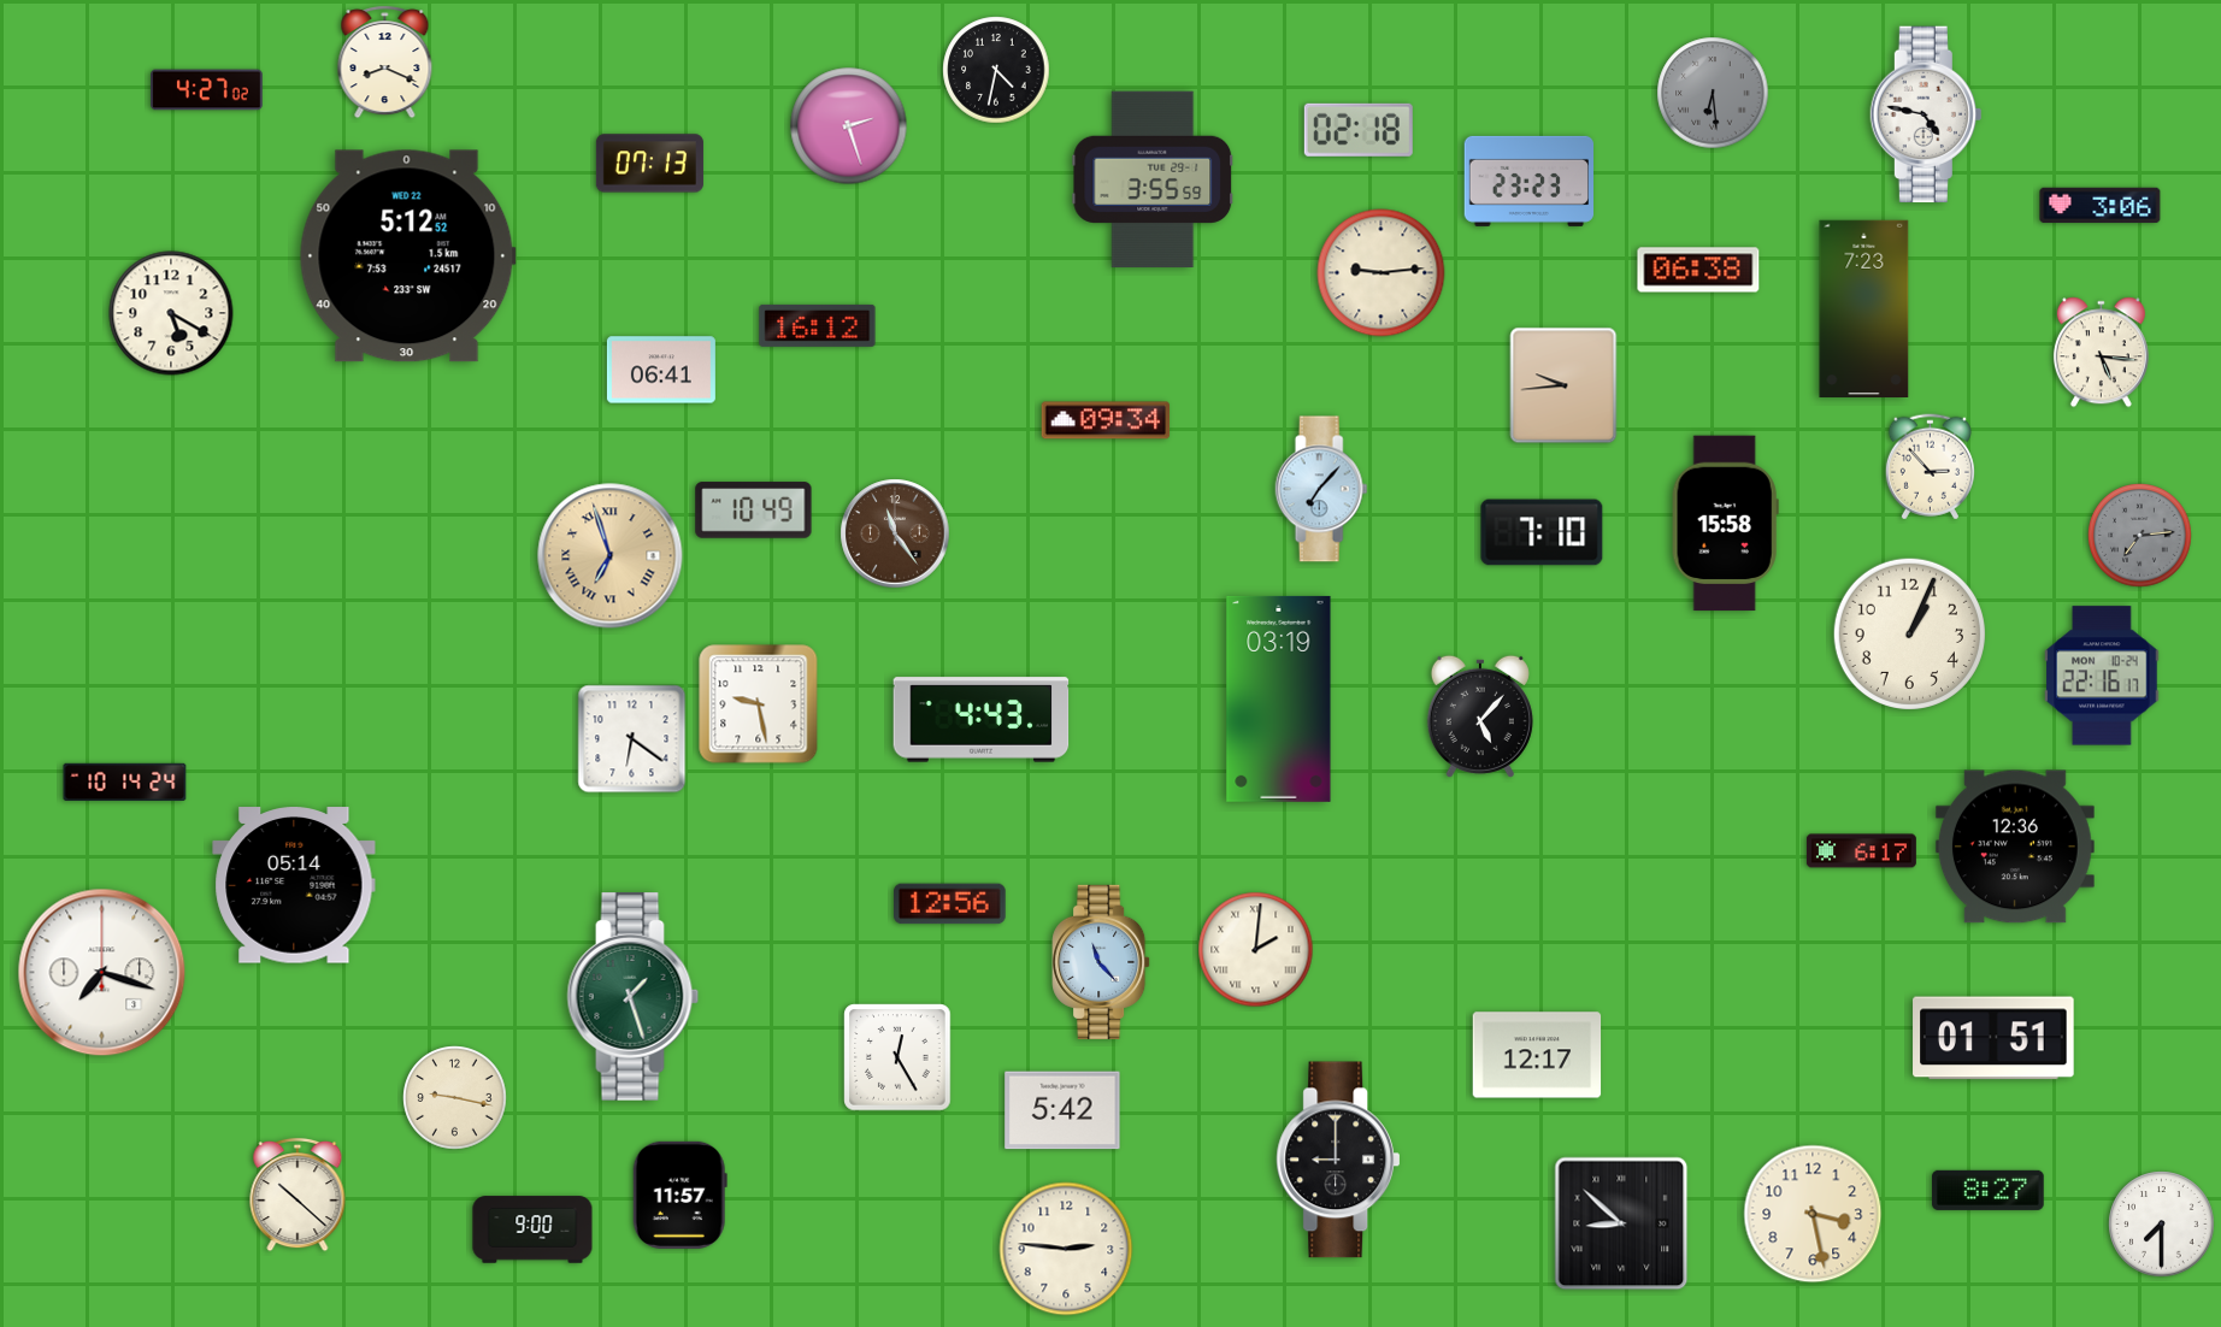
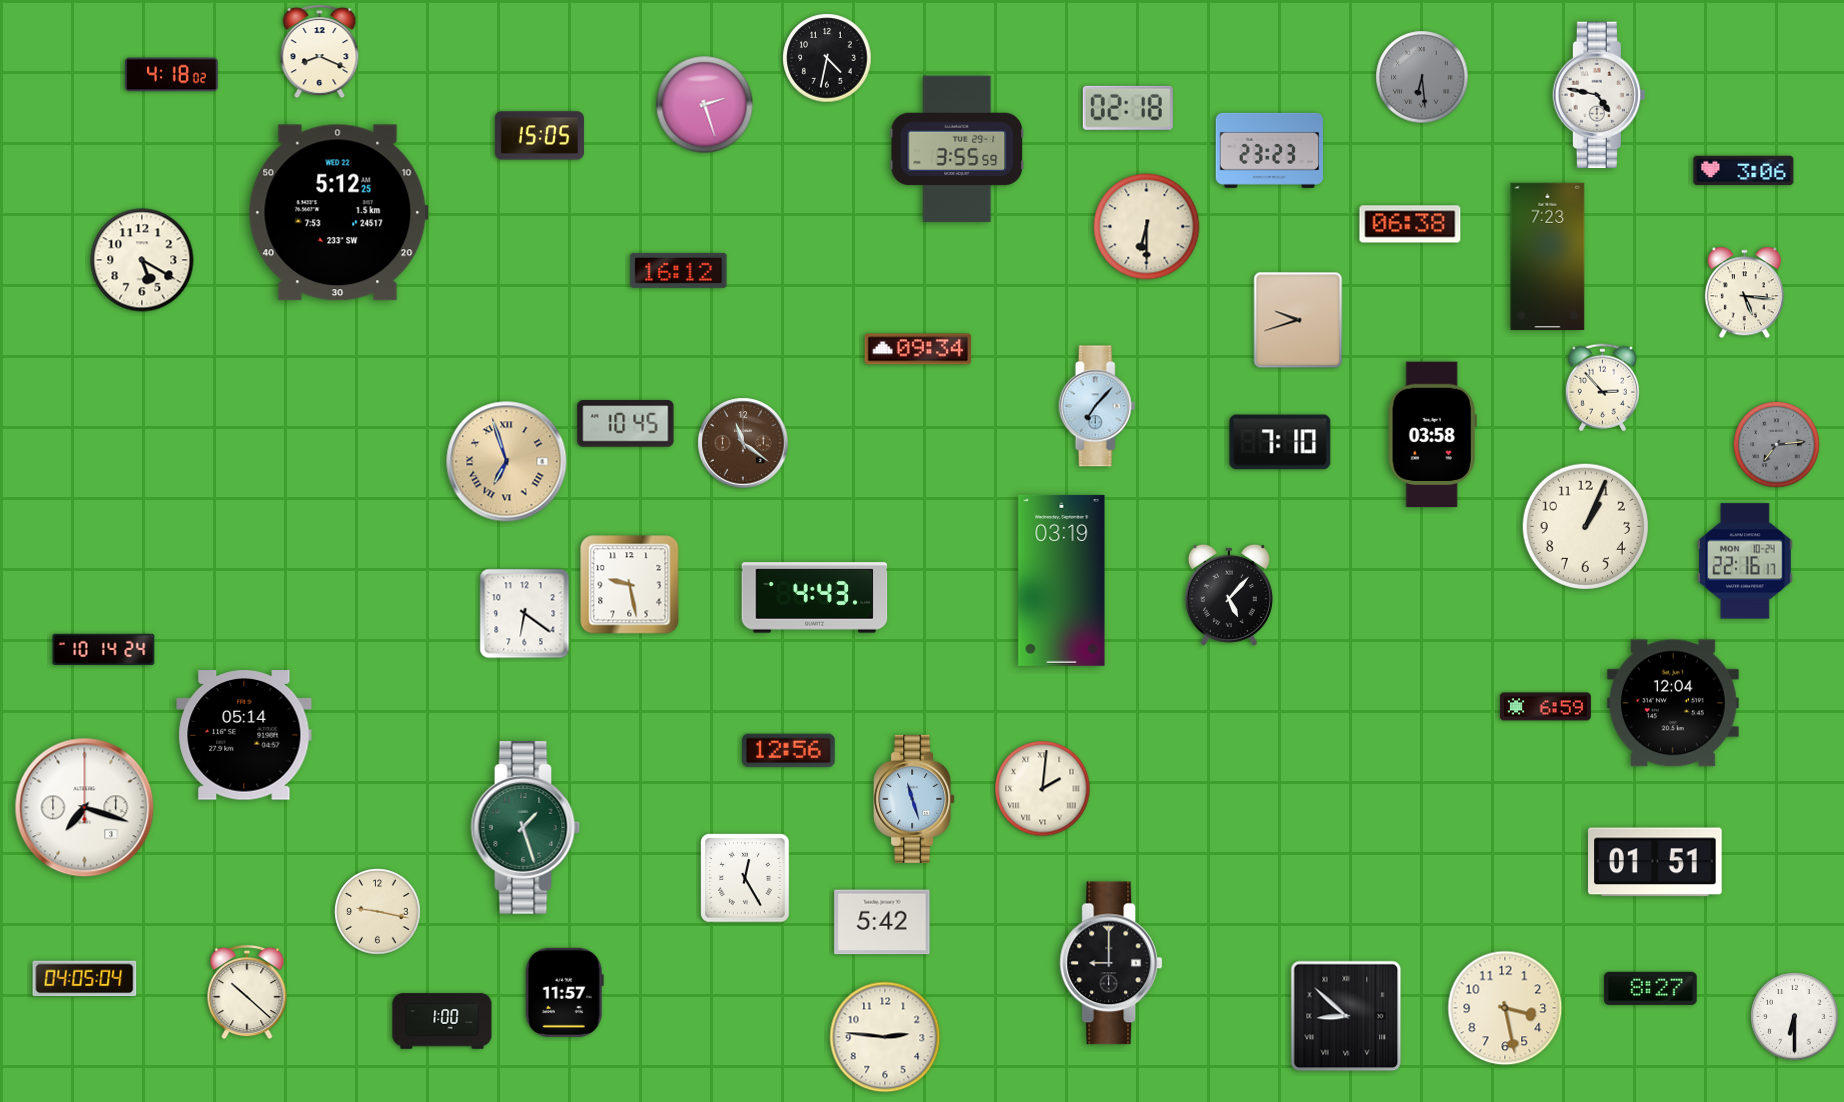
clock at (207, 90): 4:27 -> 4:18
clock at (649, 164): 07:13 -> 15:05
clock at (407, 256): 5:12:52 -> 5:12:25
clock at (1382, 273): 9:14 -> 6:30
clock at (661, 370): 06:41 -> none
clock at (1563, 385): 9:44 -> 9:42
clock at (754, 511): 10:49 -> 10:45
clock at (1725, 524): 15:58 -> 03:58
clock at (895, 533): 11:24 -> 11:21
clock at (2015, 847): 12:36 -> 12:04
clock at (1861, 851): 6:17 -> 6:59
clock at (1101, 962): 11:23 -> 11:27
clock at (1537, 1055): 12:17 -> none
clock at (85, 979): none -> 04:05
clock at (2162, 1225): 7:30 -> 6:30
clock at (532, 1229): 9:00 -> 1:00
